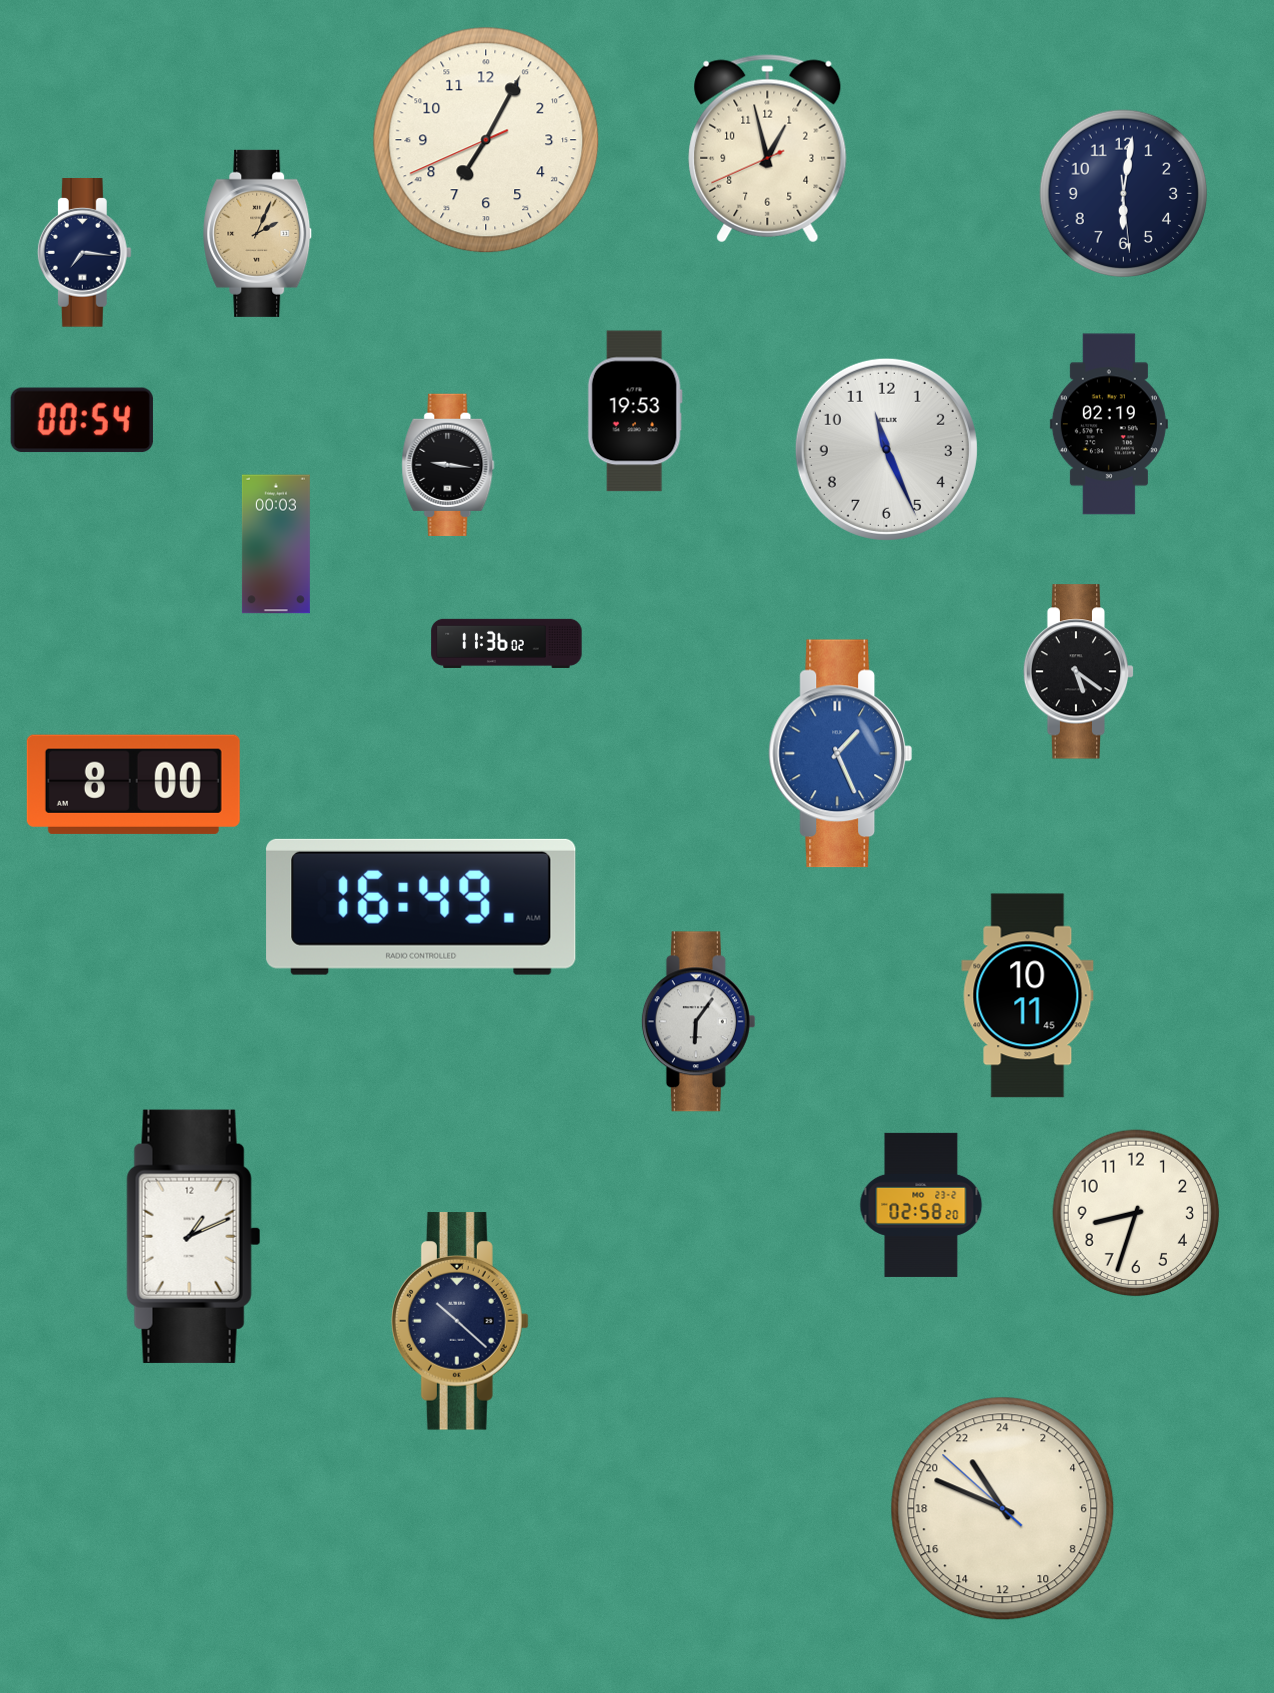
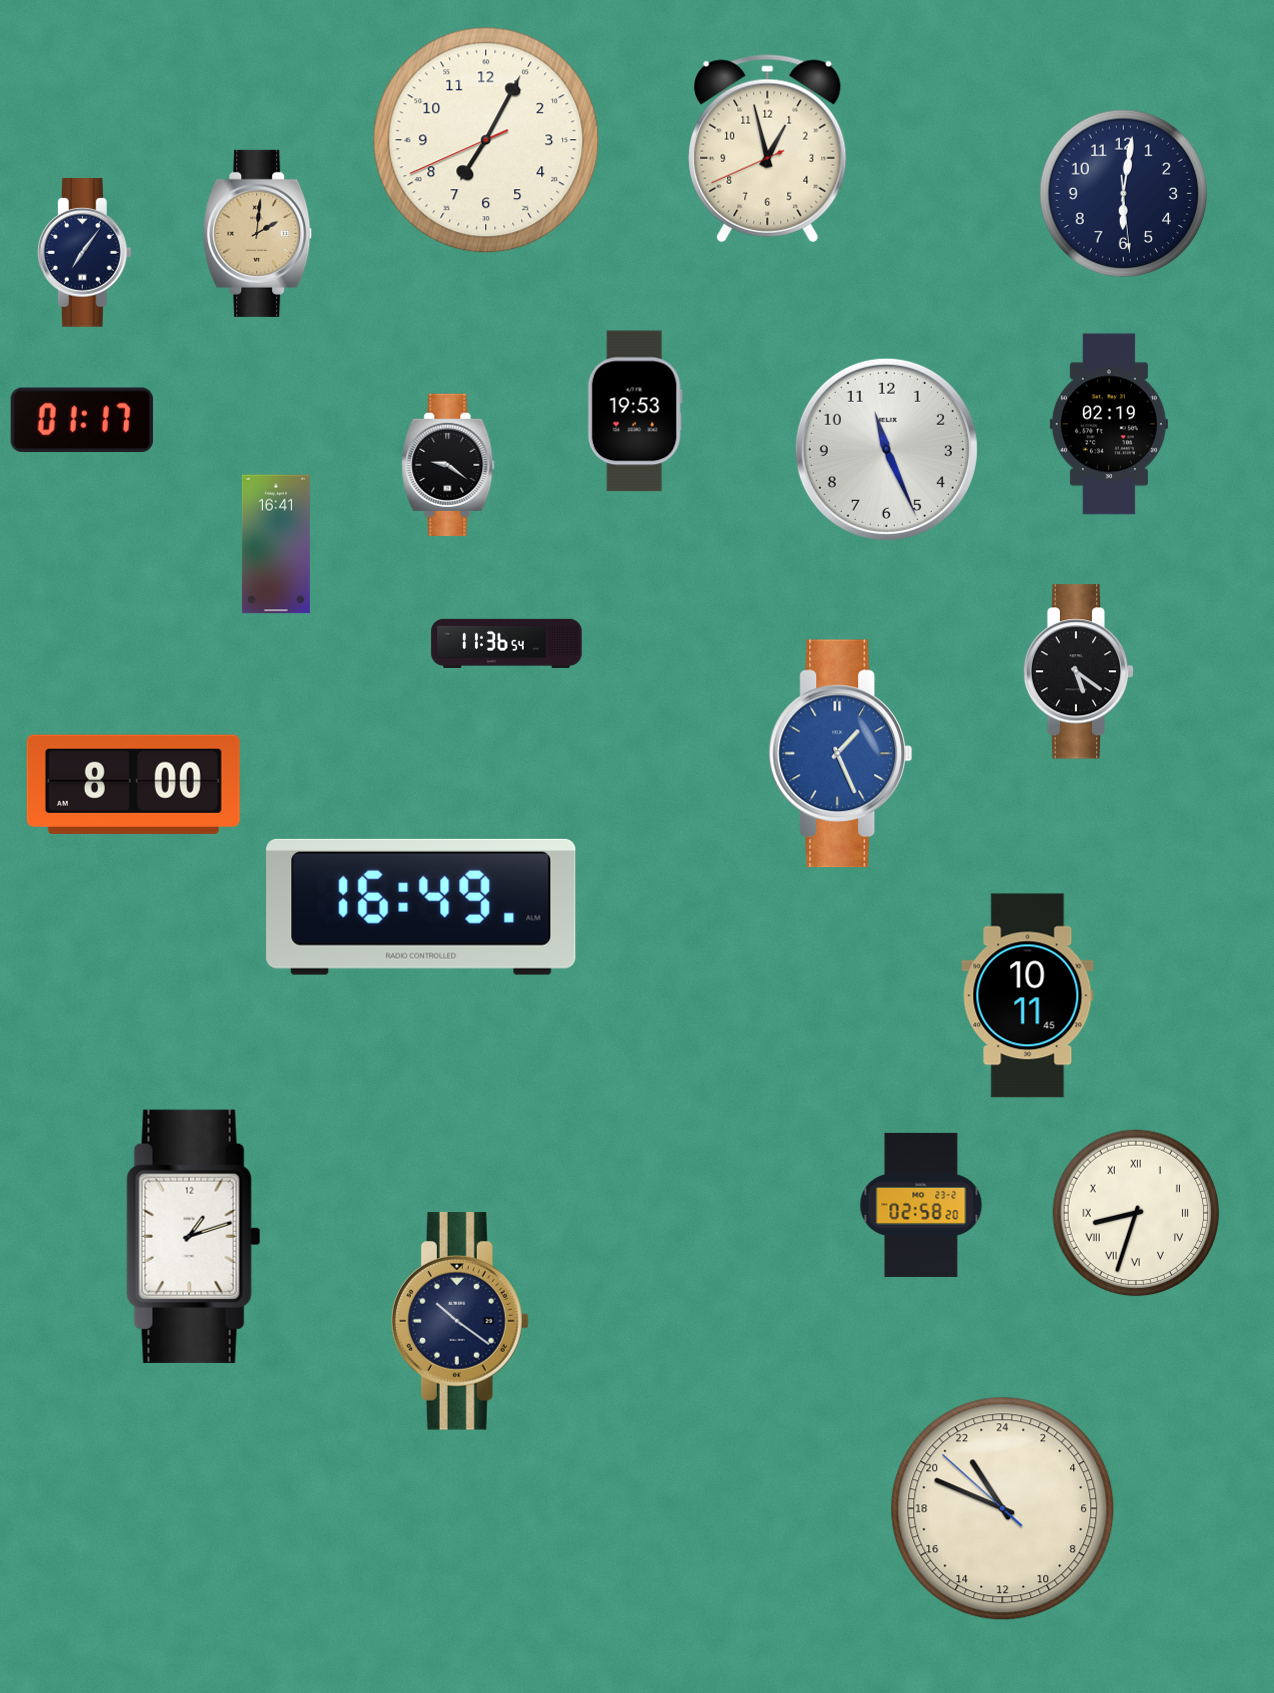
clock at (258, 233): 2:04 -> 2:01
clock at (84, 253): 7:16 -> 7:06
clock at (82, 420): 00:54 -> 01:17
clock at (448, 464): 9:16 -> 9:21
clock at (276, 544): 00:03 -> 16:41
clock at (507, 643): 11:36:02 -> 11:36:54
clock at (698, 1022): 6:06 -> none
clock at (1136, 1213) numerals: Arabic -> Roman
clock at (194, 1236): 1:11 -> 1:12
clock at (460, 1321): 10:22 -> 10:21
